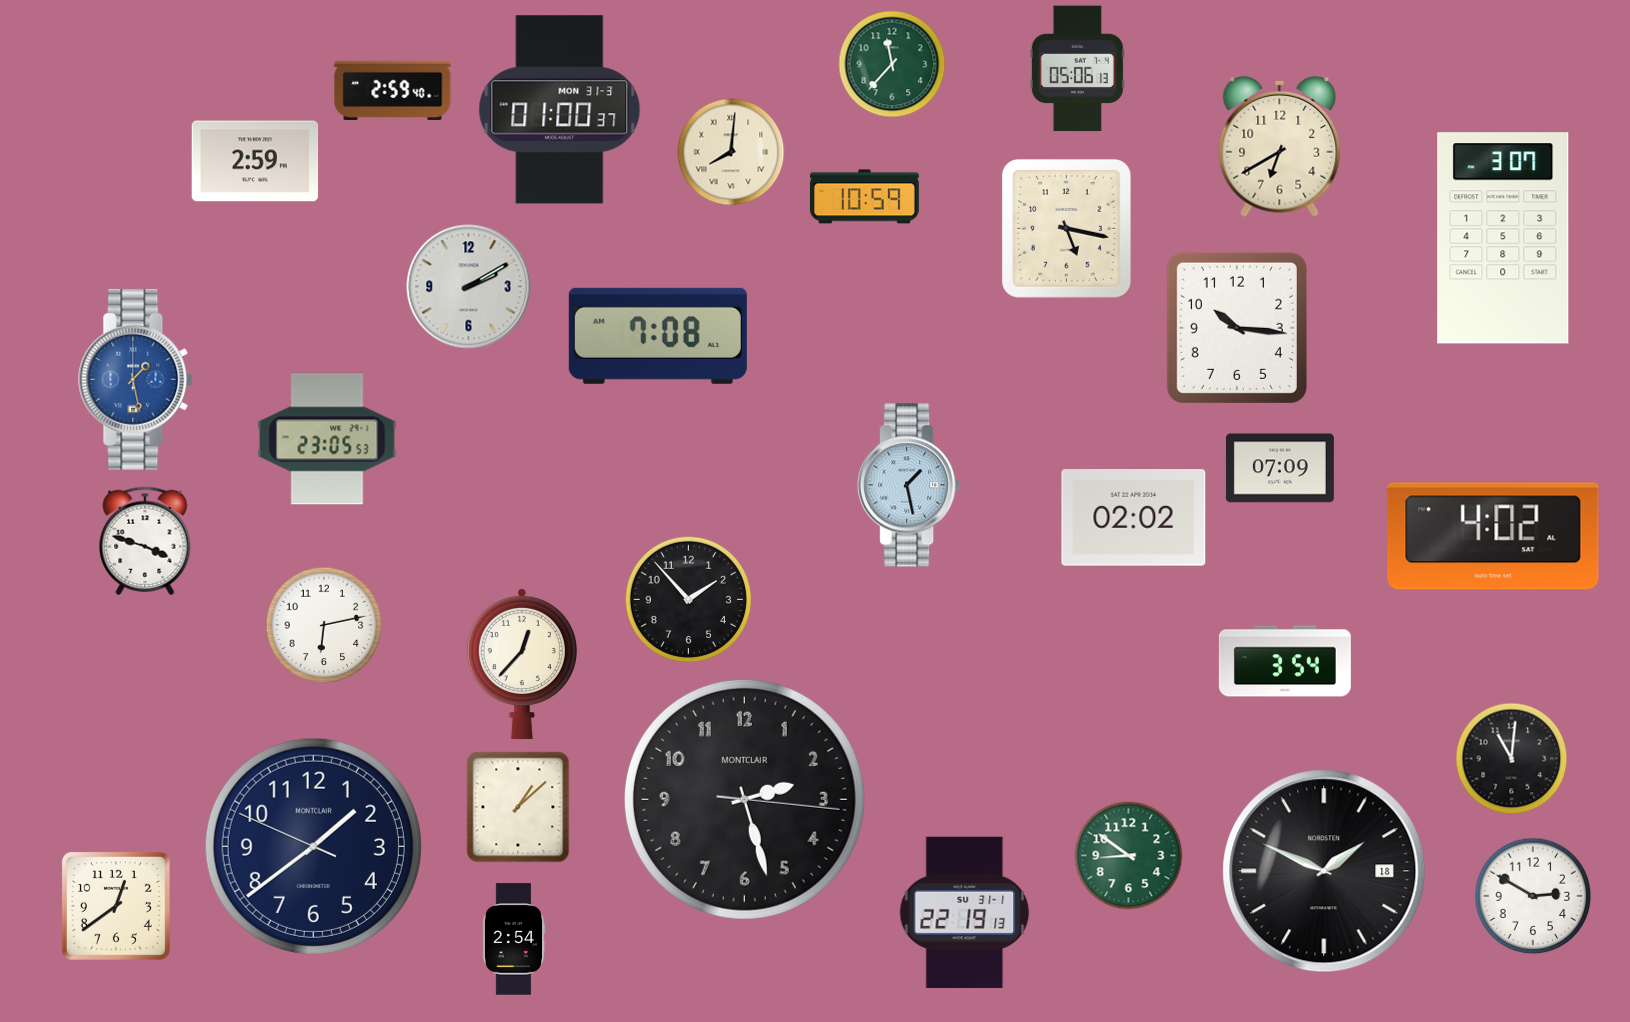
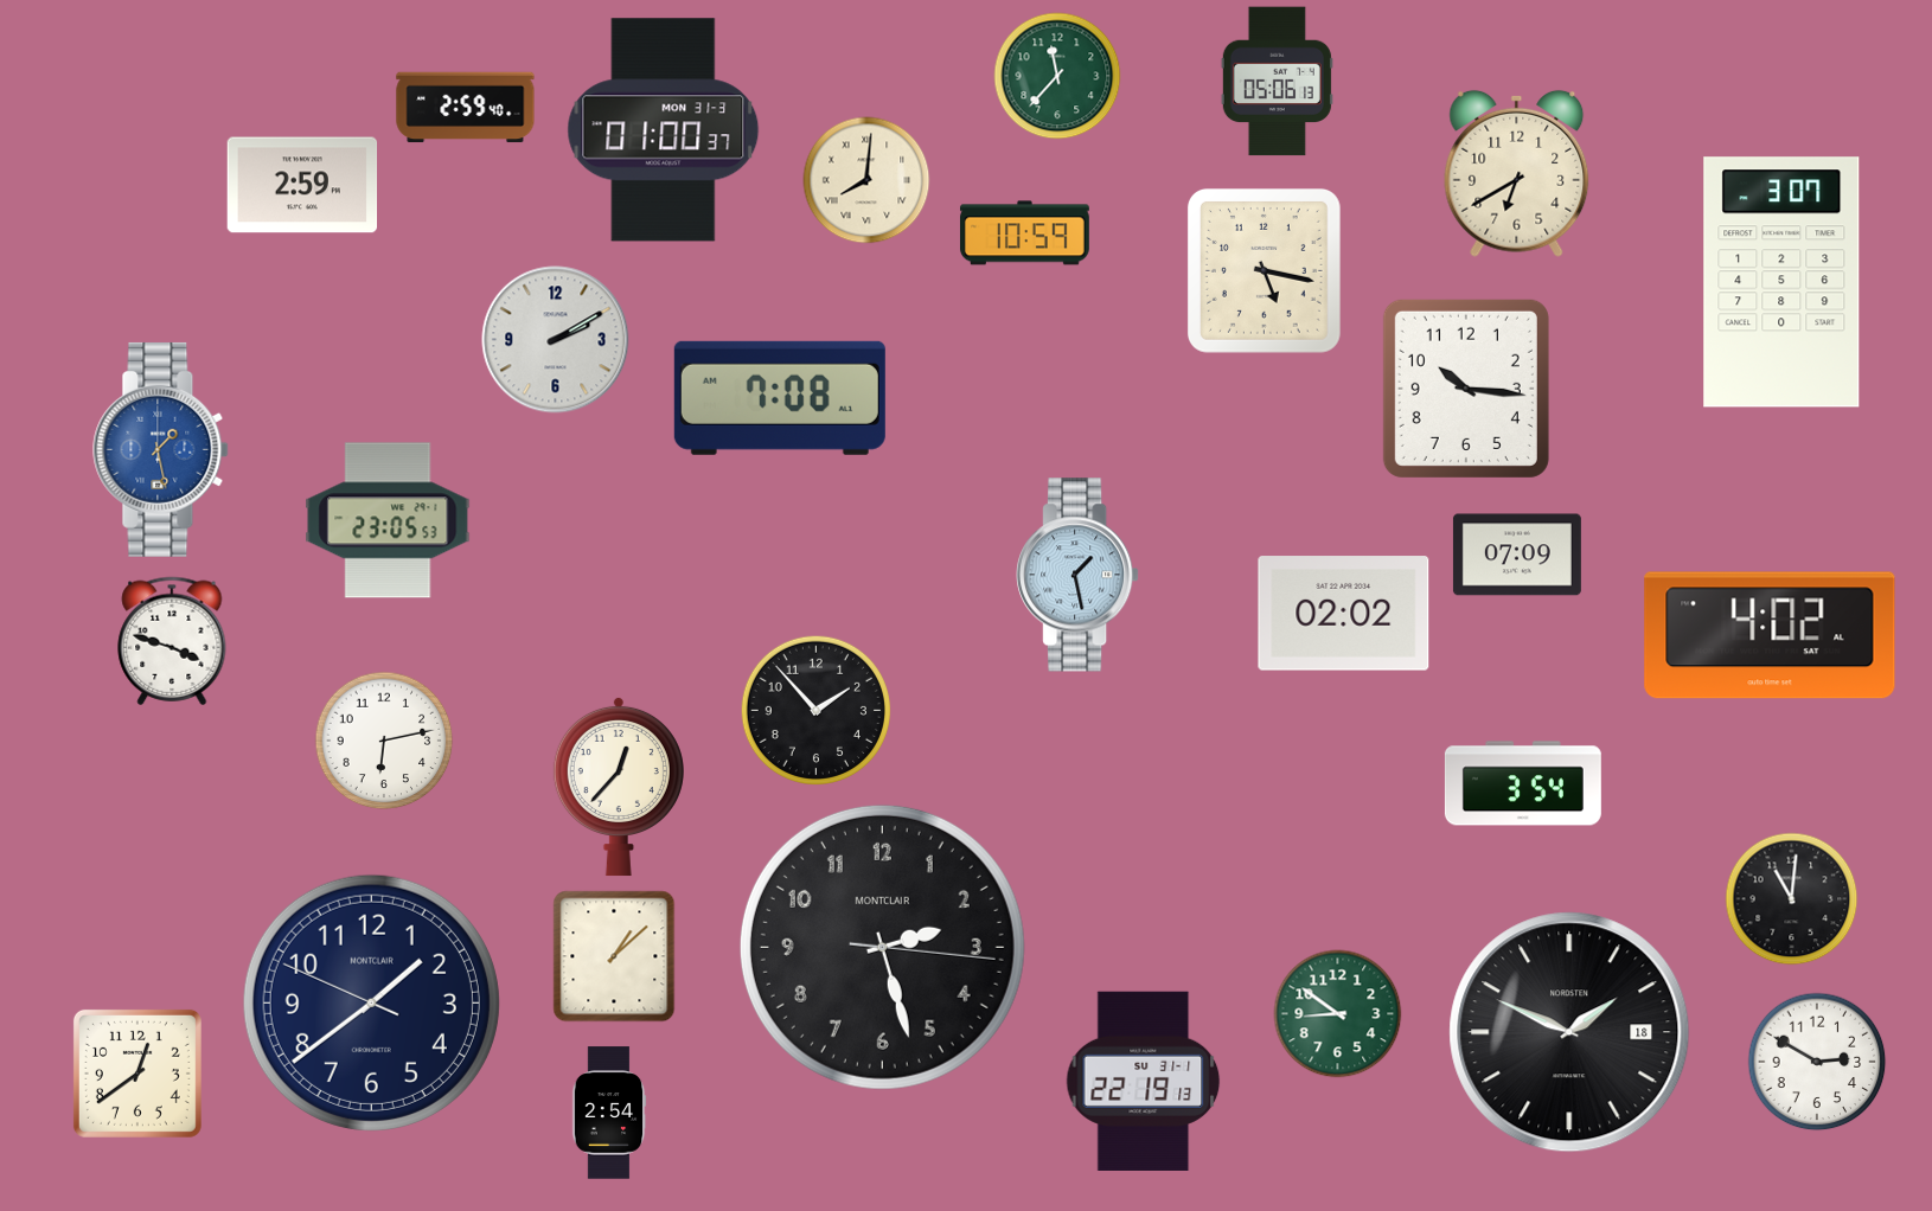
clock at (255, 161) position: (255, 161) -> (302, 185)
